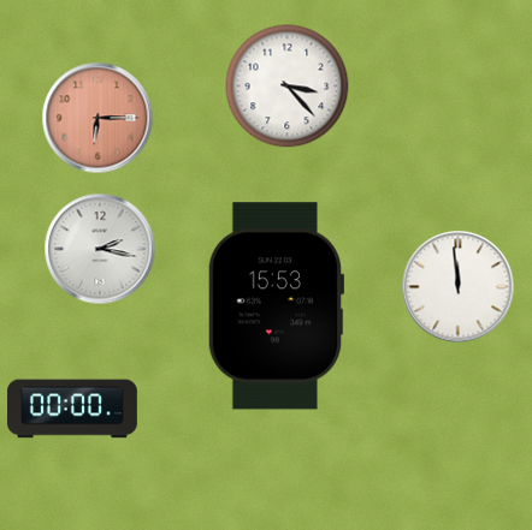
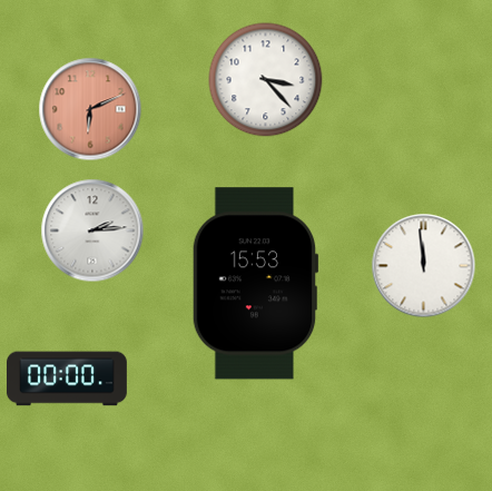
clock at (97, 118): 6:15 -> 6:11
clock at (100, 249): 2:17 -> 2:14
